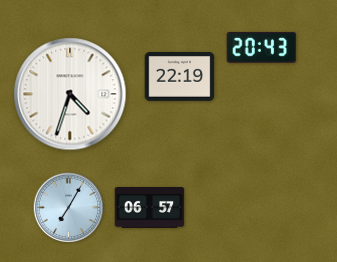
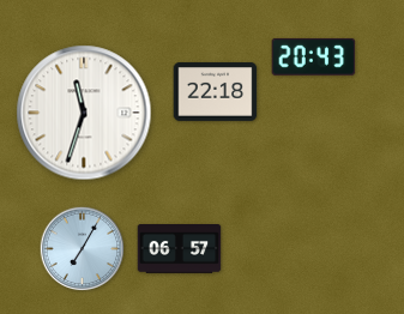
clock at (180, 77): 22:19 -> 22:18
clock at (70, 94): 4:33 -> 11:33
